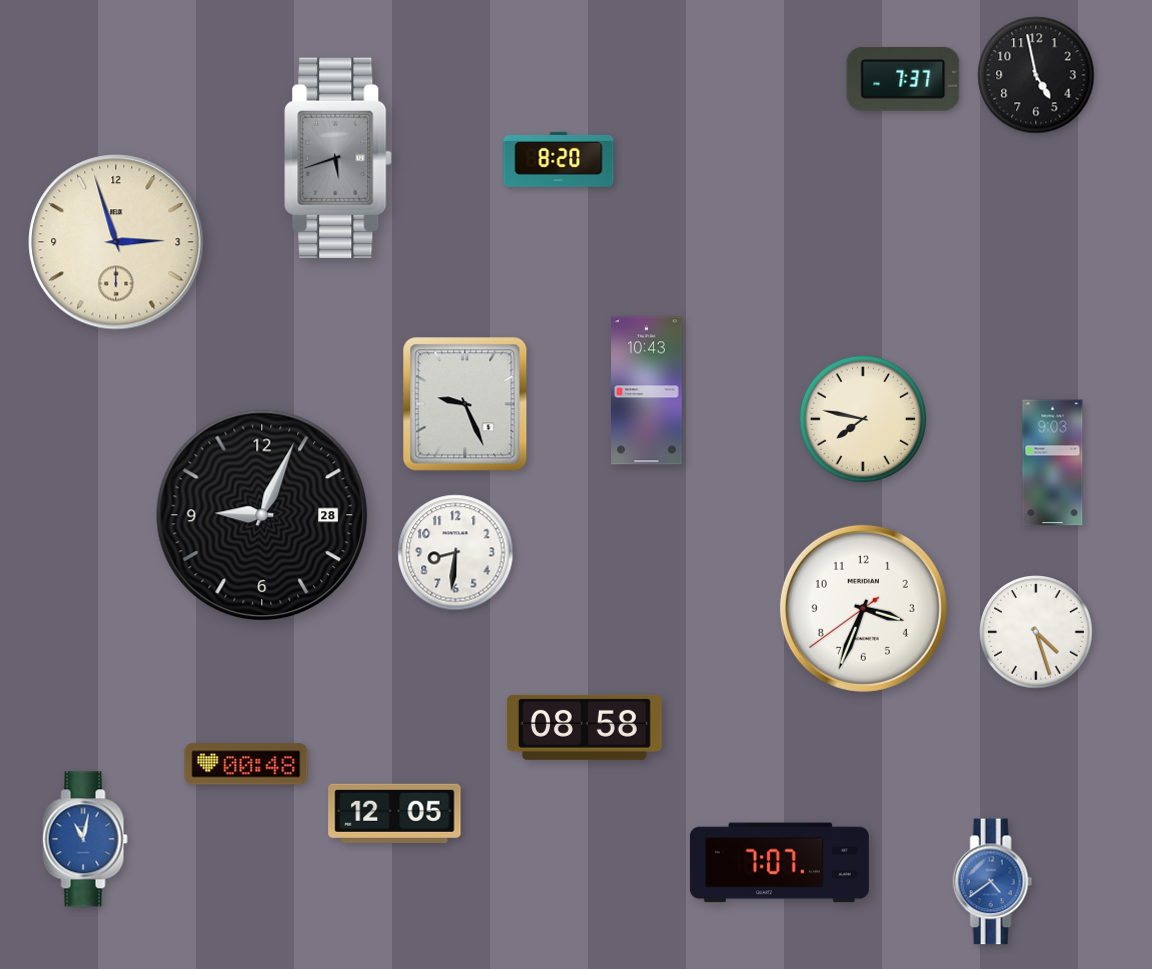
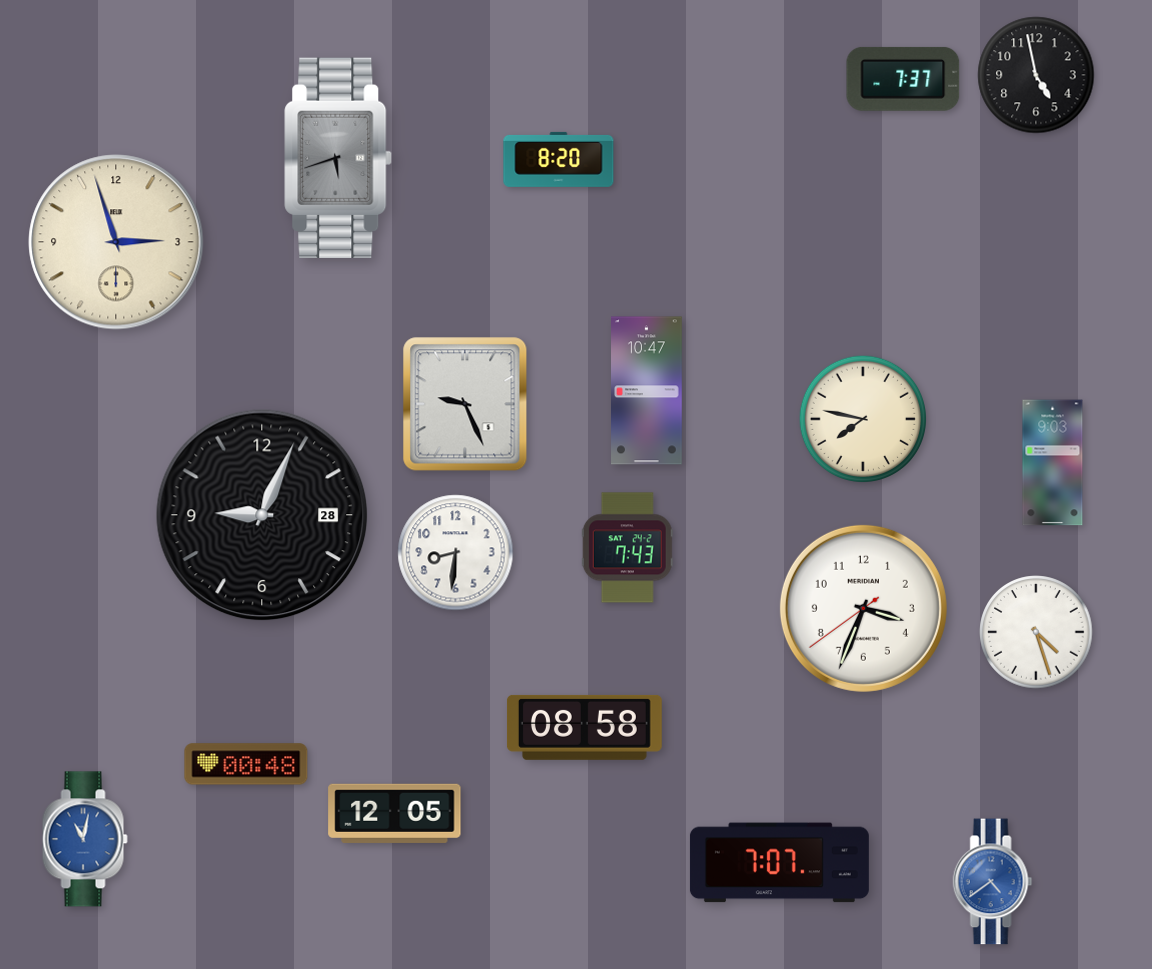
clock at (647, 391): 10:43 -> 10:47
clock at (627, 548): none -> 7:43
